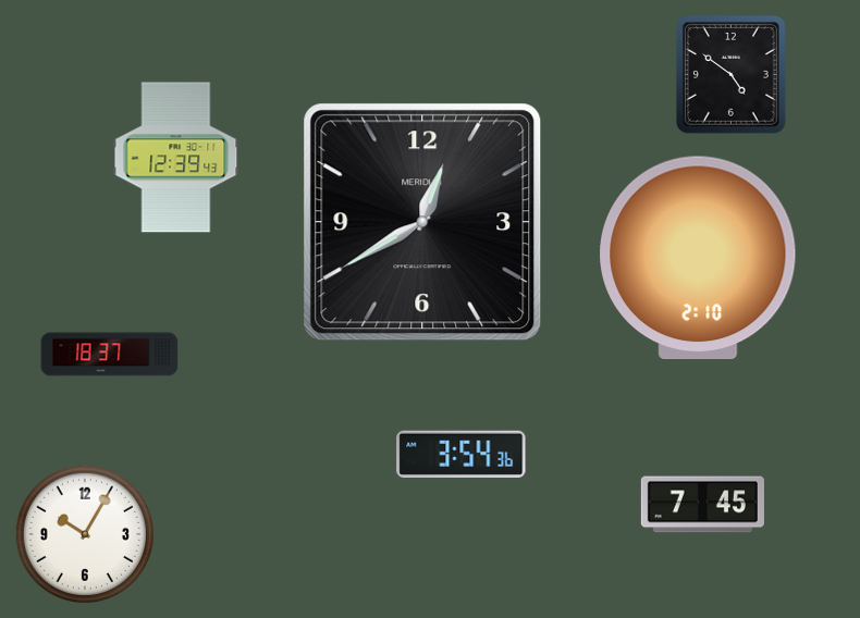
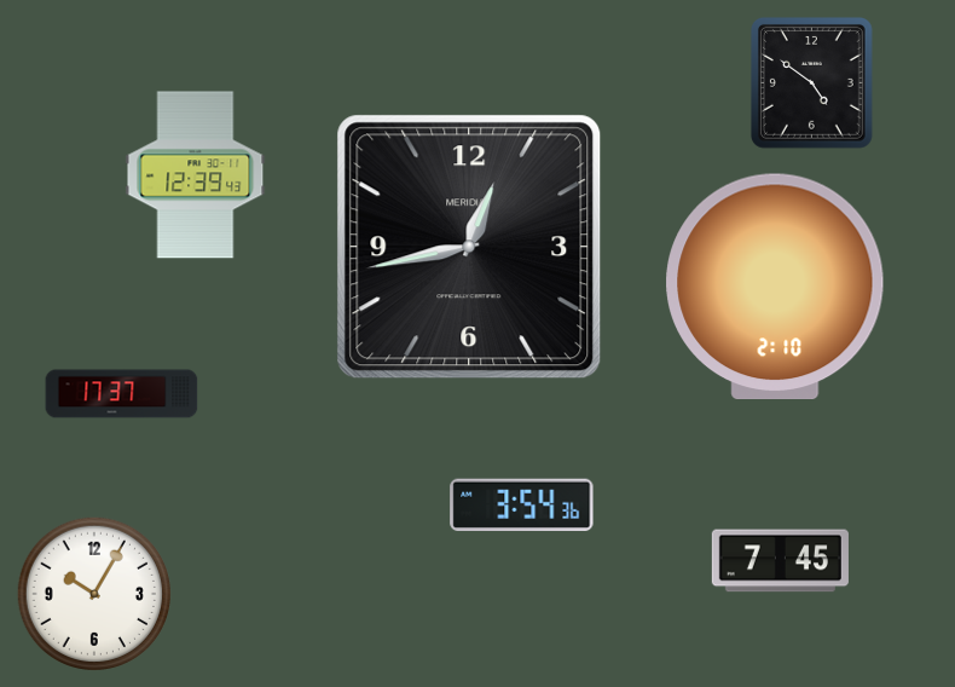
clock at (422, 222): 12:40 -> 12:43
clock at (110, 355): 18:37 -> 17:37
clock at (462, 455) position: (462, 455) -> (522, 506)
